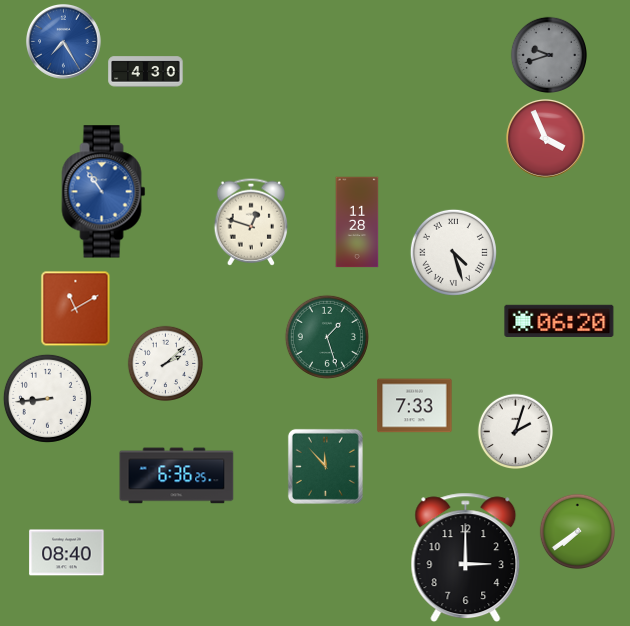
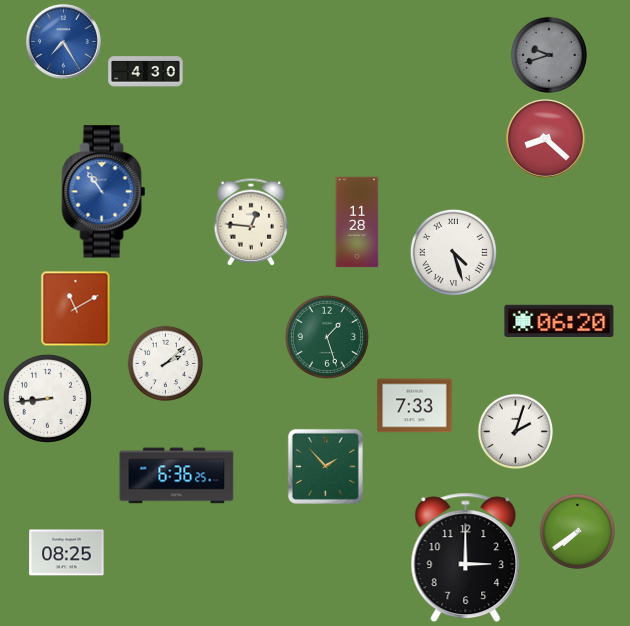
clock at (545, 138): 3:56 -> 8:22
clock at (251, 222): 12:48 -> 12:46
clock at (325, 466): 11:53 -> 1:53
clock at (67, 553): 08:40 -> 08:25
